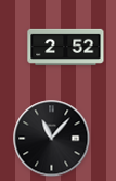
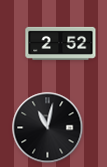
clock at (52, 139): 11:07 -> 11:02
